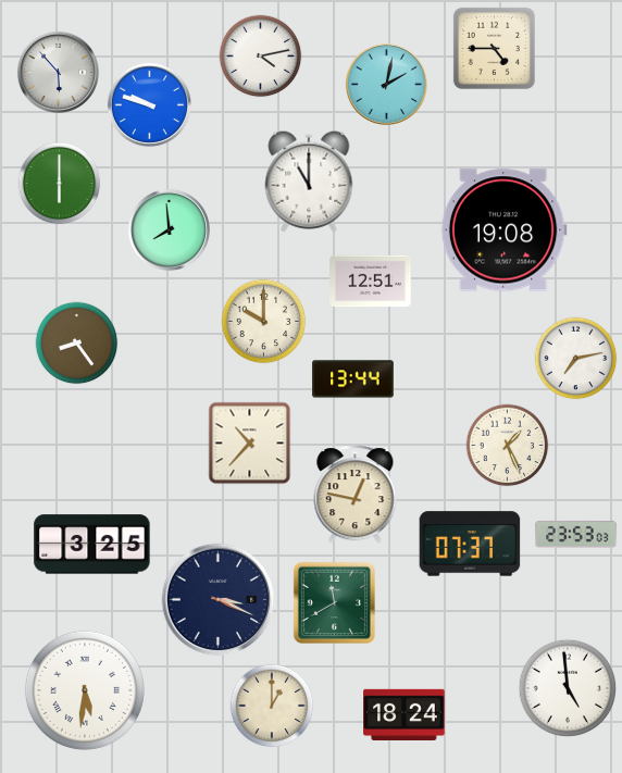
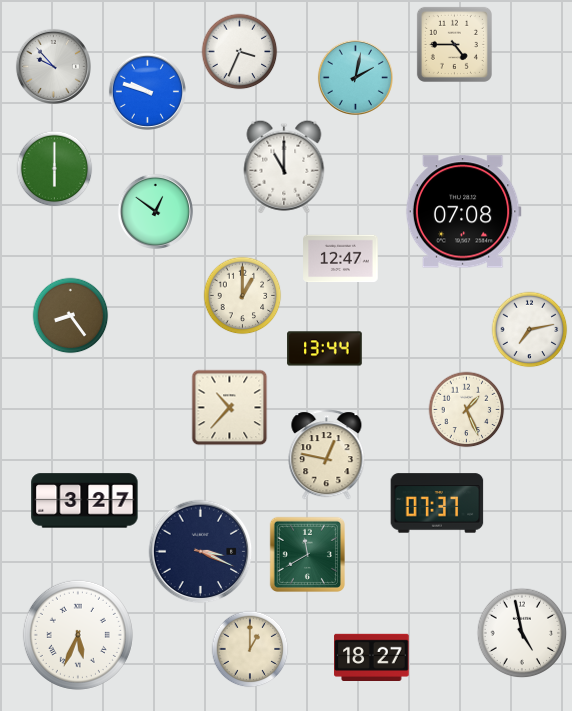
clock at (261, 57): 4:13 -> 3:34
clock at (58, 72): 5:53 -> 9:53
clock at (149, 104) position: (149, 104) -> (147, 91)
clock at (169, 229): 7:59 -> 12:51
clock at (503, 230): 19:08 -> 07:08
clock at (371, 282): 12:51 -> 12:47
clock at (264, 322): 10:00 -> 1:00
clock at (576, 534): 23:53 -> none
clock at (470, 544) position: (470, 544) -> (437, 503)
clock at (92, 545): 3:25 -> 3:27
clock at (568, 688): 4:59 -> 4:58
clock at (85, 690): 5:31 -> 5:34
clock at (405, 714): 18:24 -> 18:27
